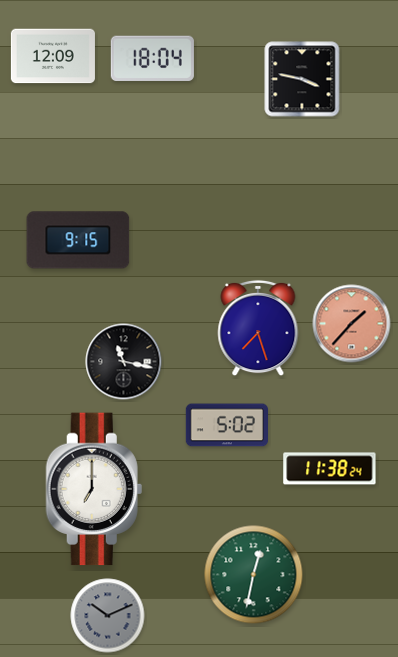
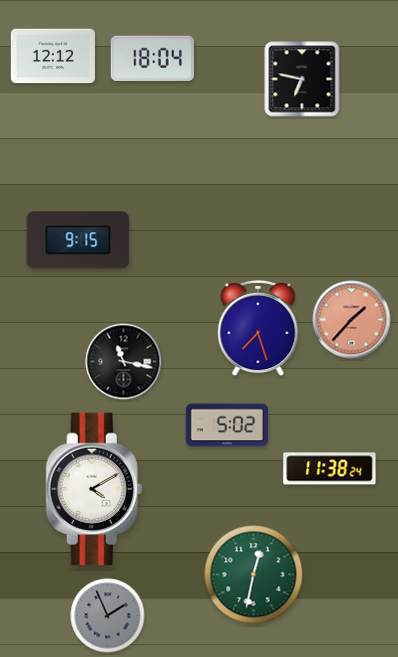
clock at (53, 56): 12:09 -> 12:12
clock at (302, 79): 3:47 -> 6:47
clock at (352, 324) position: (352, 324) -> (352, 320)
clock at (94, 489): 7:00 -> 4:10
clock at (108, 616): 10:11 -> 1:56
